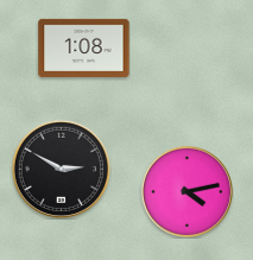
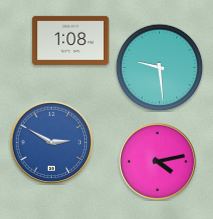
clock at (159, 67): none -> 9:29
clock at (61, 169) dial: black -> blue
